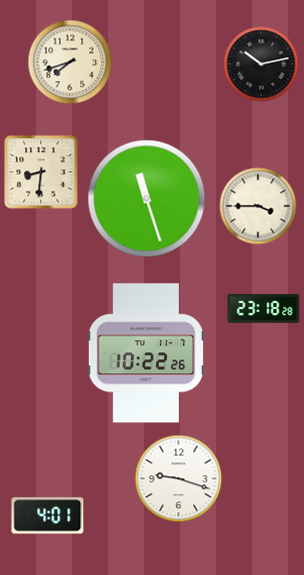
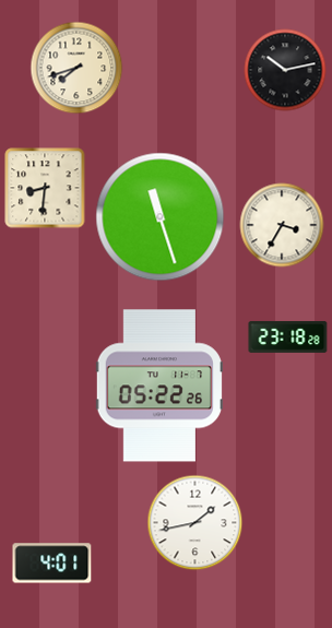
clock at (258, 206): 3:45 -> 3:35
clock at (146, 353): 10:22 -> 05:22
clock at (179, 479): 9:18 -> 1:43
